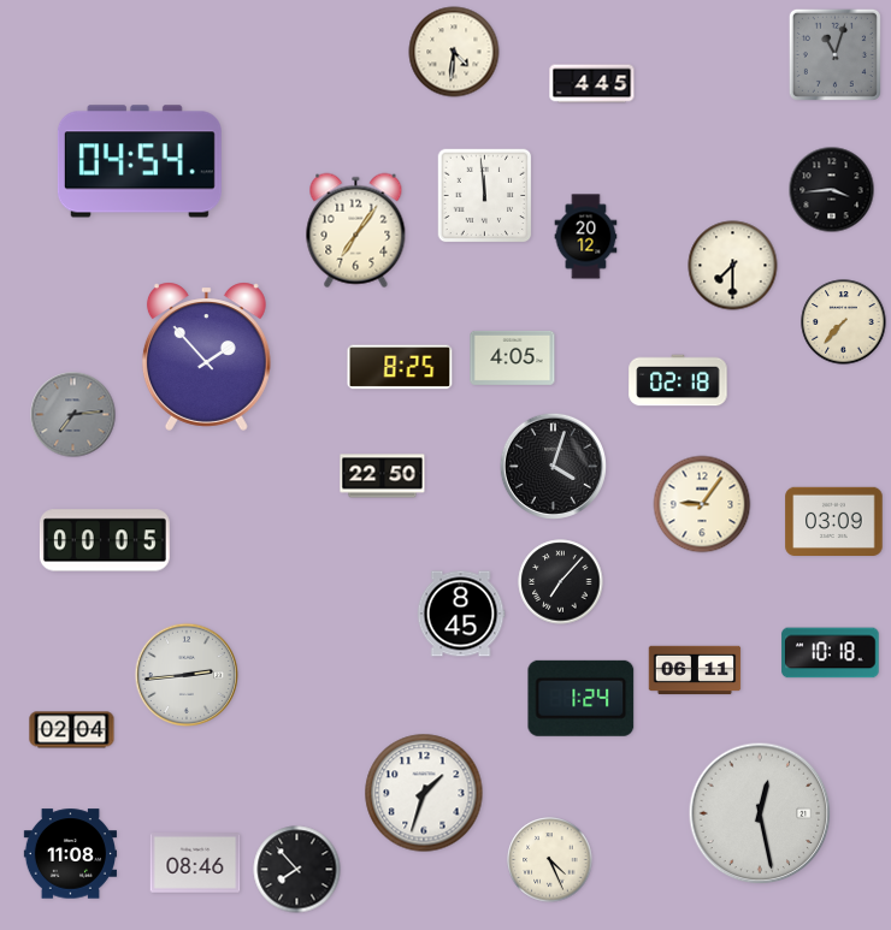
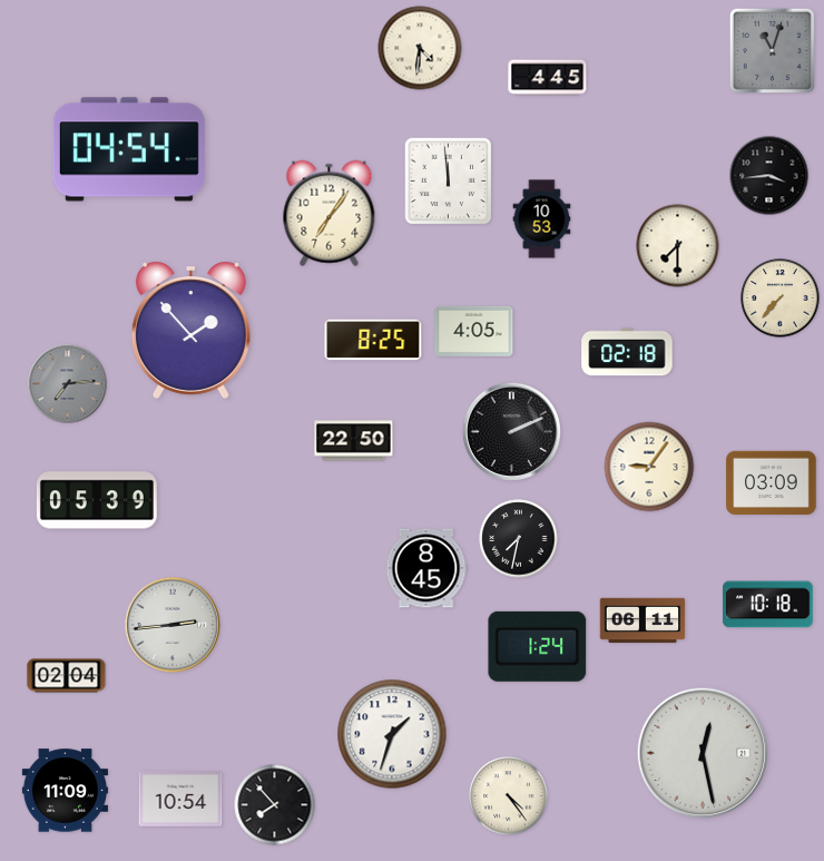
clock at (586, 237): 20:12 -> 10:53
clock at (400, 367) position: (400, 367) -> (373, 340)
clock at (553, 466): 4:03 -> 2:11
clock at (105, 540): 00:05 -> 05:39
clock at (561, 582): 7:07 -> 7:32
clock at (70, 854): 11:08 -> 11:09
clock at (550, 860): 4:26 -> 4:24
clock at (195, 863): 08:46 -> 10:54
